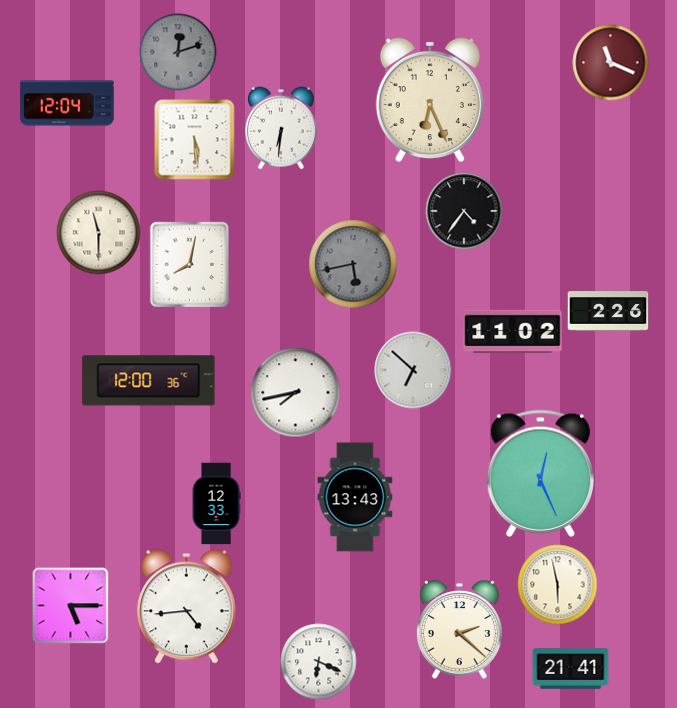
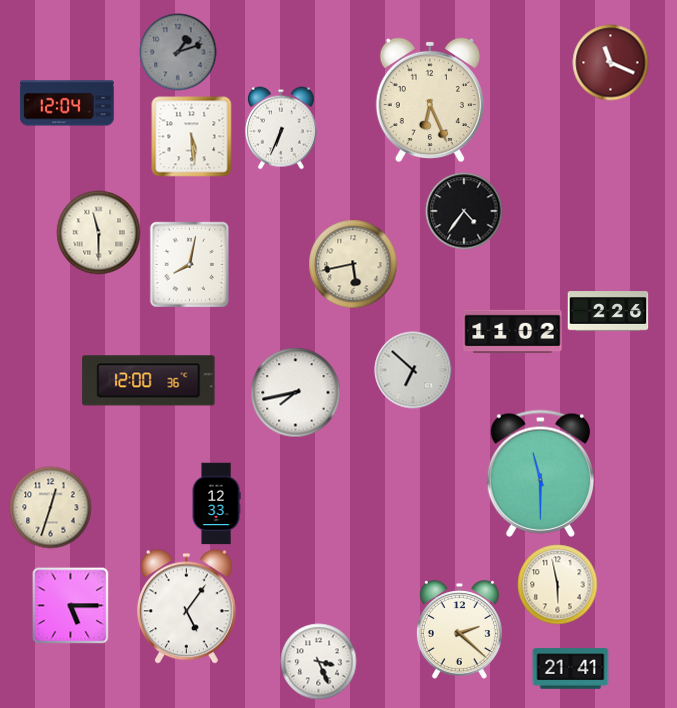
clock at (178, 52): 12:12 -> 1:12
clock at (281, 128): 6:31 -> 6:34
clock at (195, 140) position: (195, 140) -> (192, 137)
clock at (353, 264) dial: grey -> cream
clock at (540, 473): 12:26 -> 11:30
clock at (355, 497): 13:43 -> none
clock at (51, 508): none -> 12:33
clock at (186, 607): 4:44 -> 5:06
clock at (319, 662): 6:19 -> 3:26
